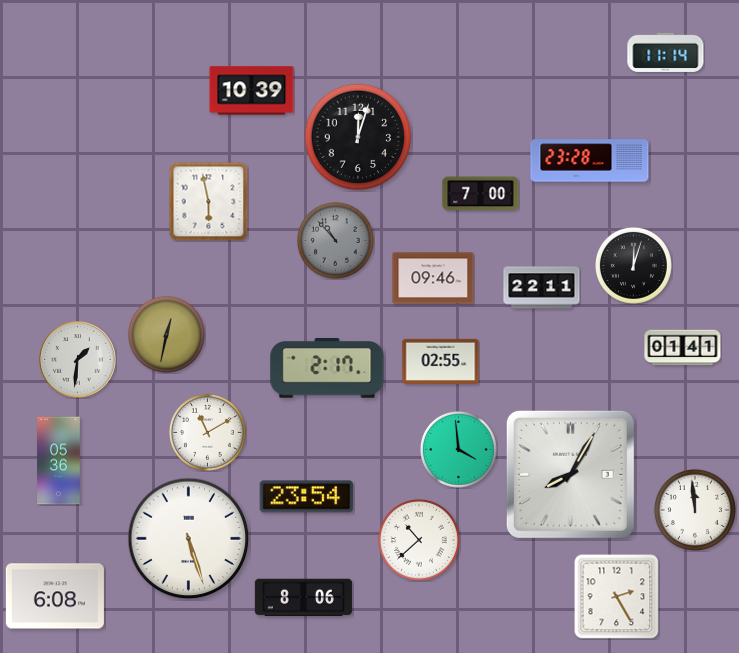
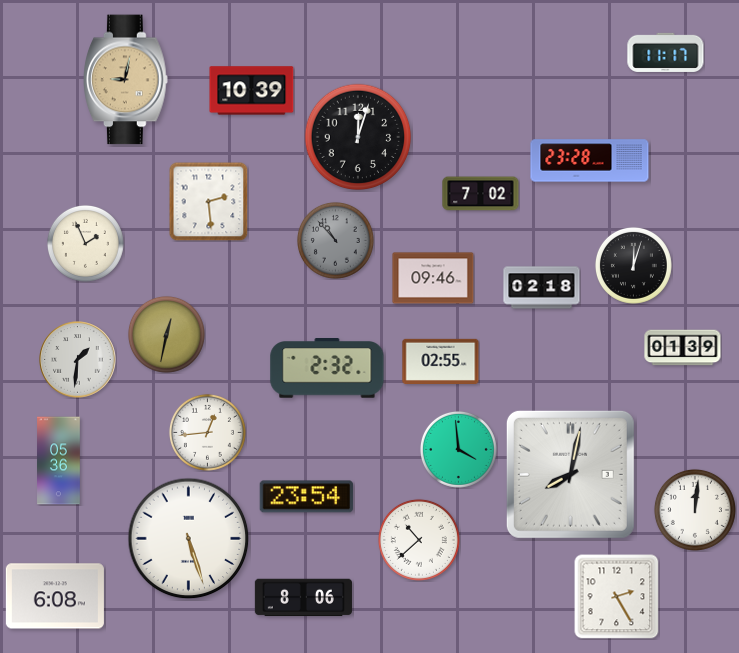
clock at (666, 52): 11:14 -> 11:17
clock at (126, 80): none -> 9:02
clock at (481, 194): 7:00 -> 7:02
clock at (208, 201): 5:58 -> 2:29
clock at (85, 243): none -> 1:56
clock at (542, 288): 22:11 -> 02:18
clock at (683, 348): 01:41 -> 01:39
clock at (327, 368): 2:17 -> 2:32
clock at (207, 432): 11:10 -> 12:44
clock at (570, 474): 8:05 -> 8:02
clock at (695, 510): 11:59 -> 12:01
